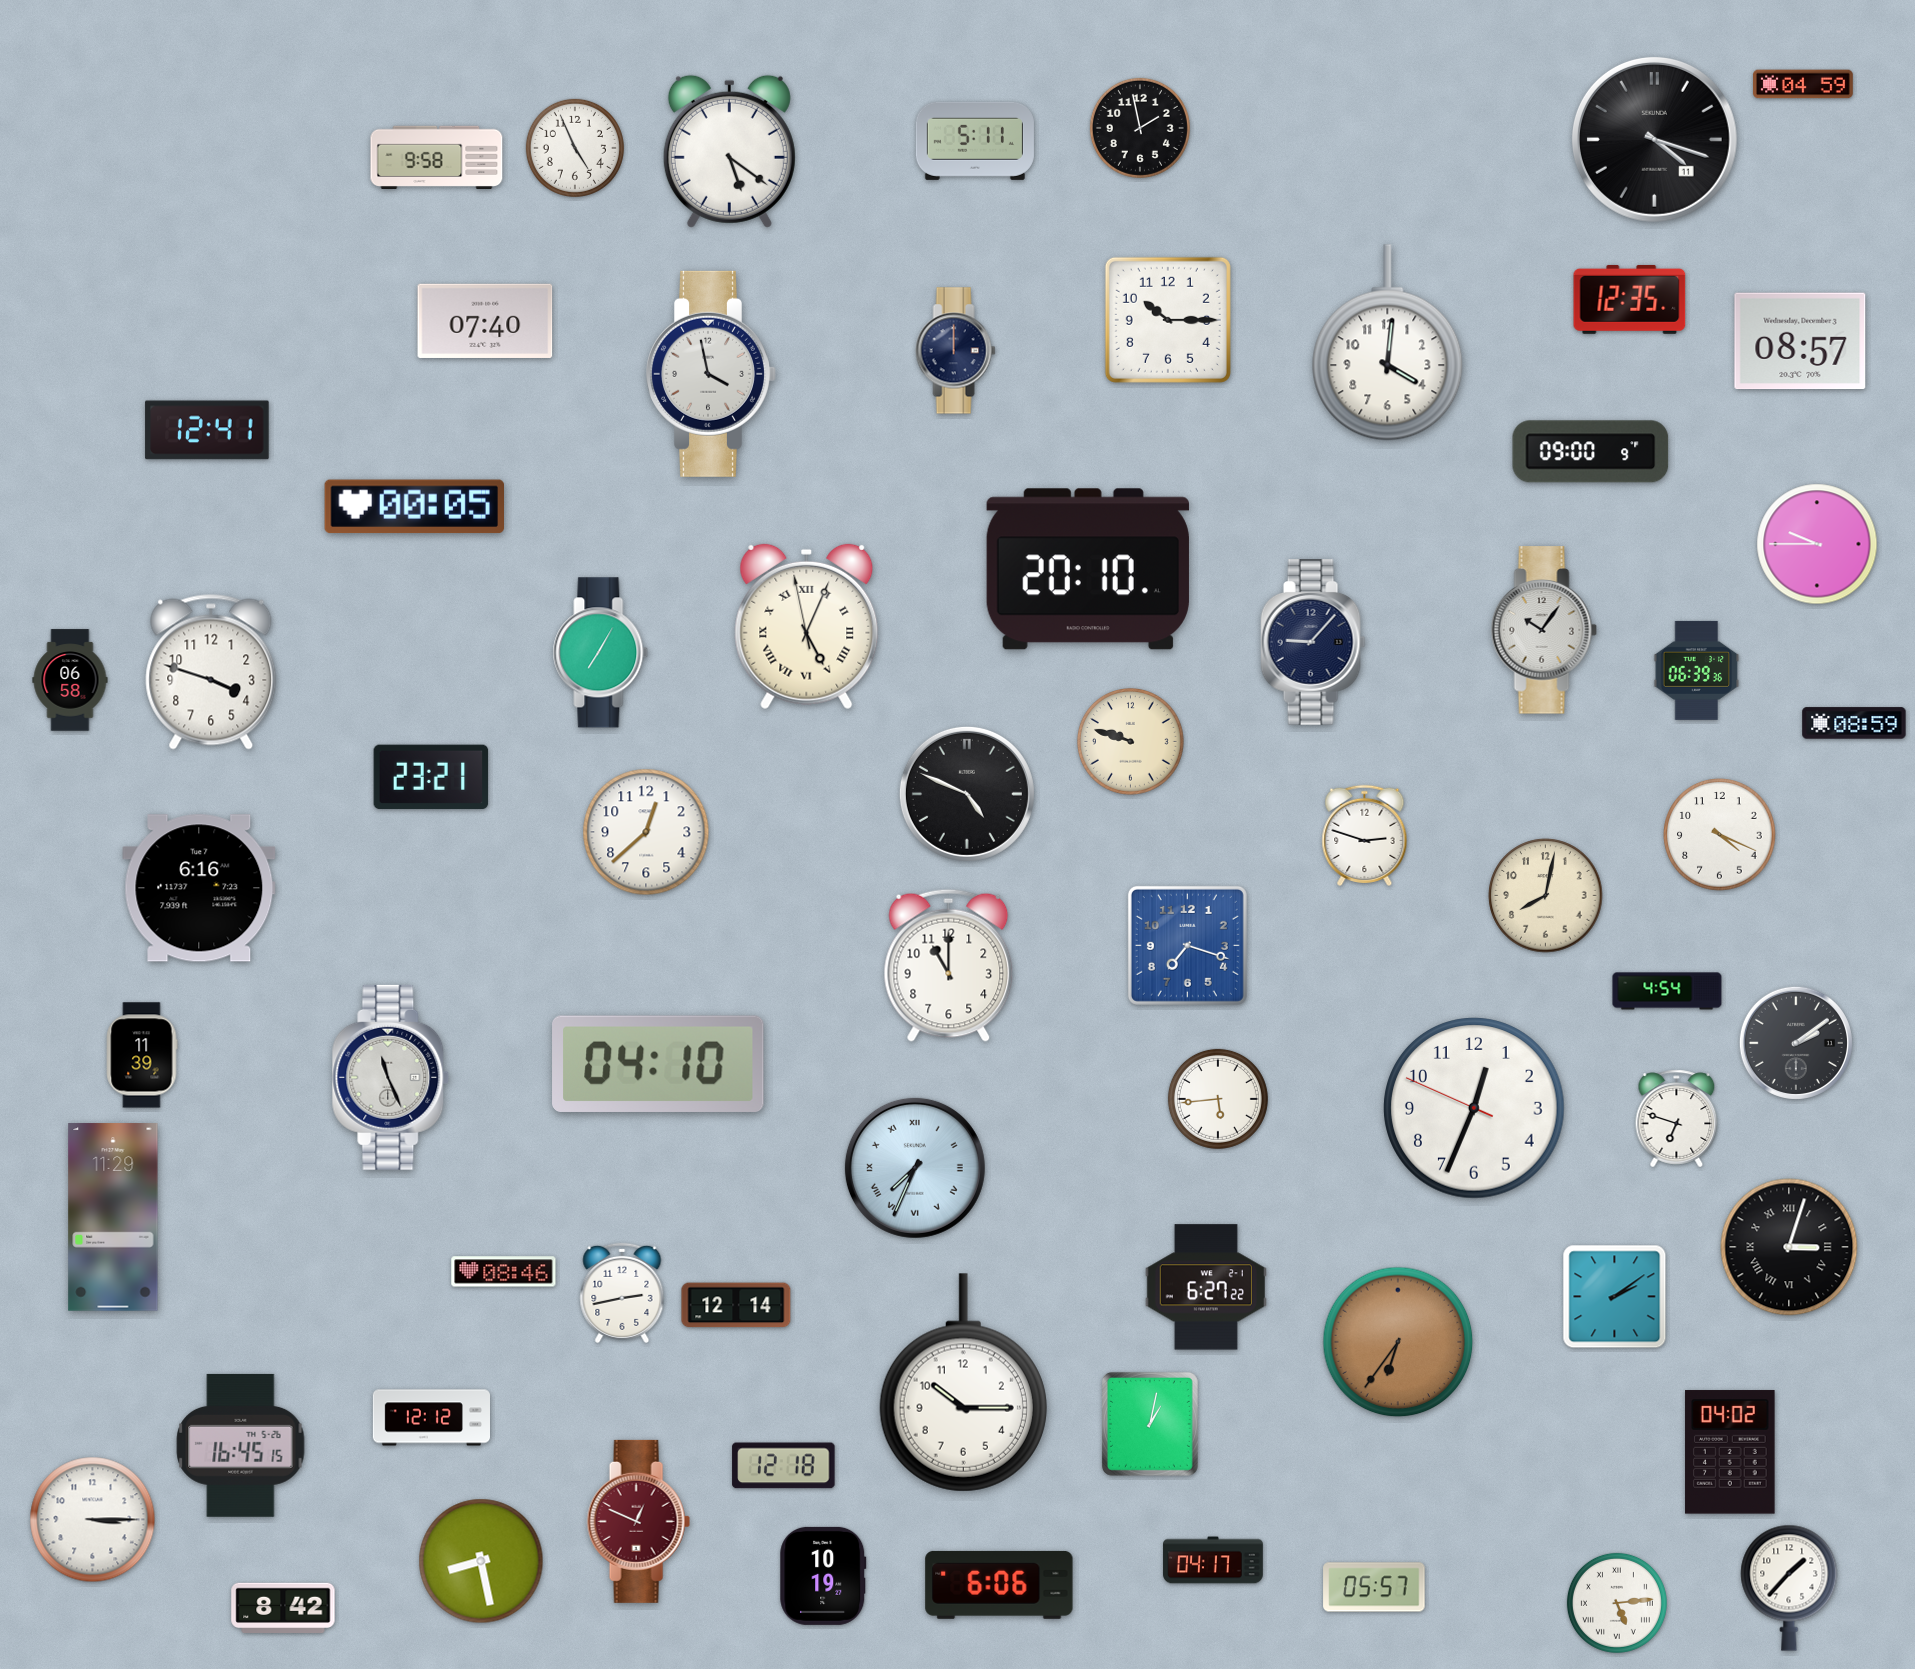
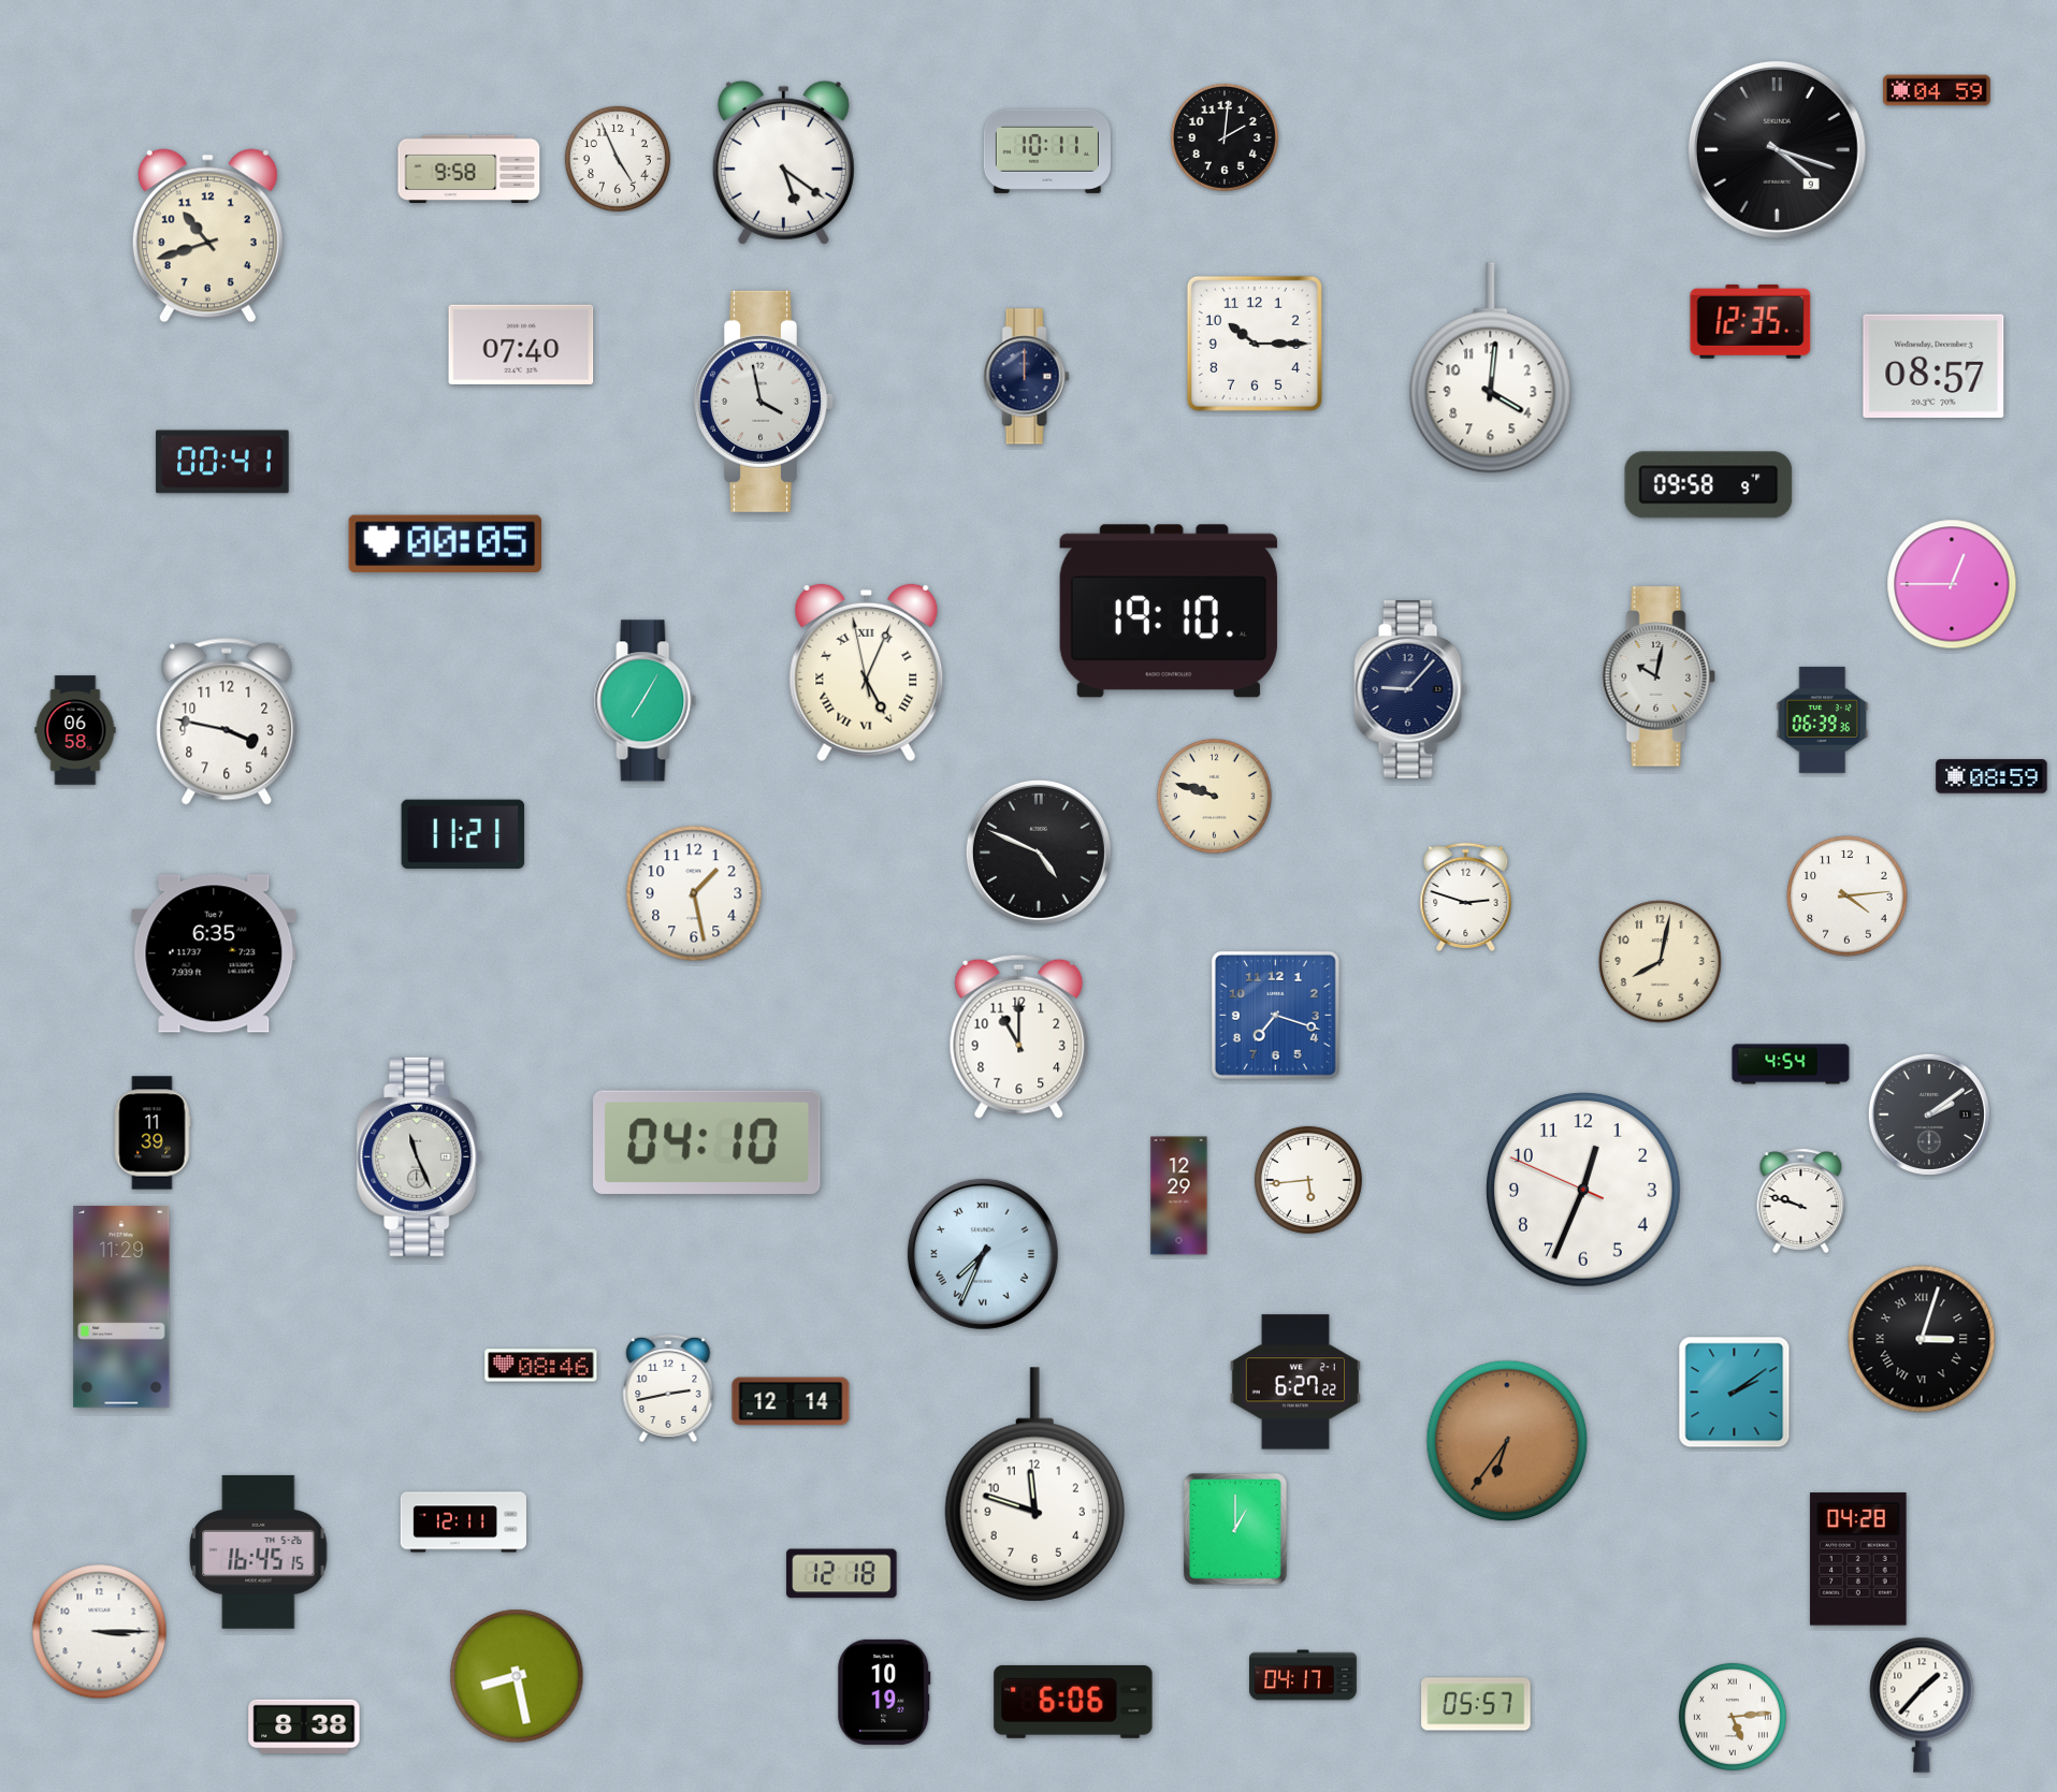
clock at (1140, 128): 1:58 -> 2:01
clock at (1654, 139) date: 11 -> 9
clock at (975, 141): 5:11 -> 10:11
clock at (207, 236): none -> 10:42
clock at (207, 430): 12:41 -> 00:41
clock at (1591, 452): 09:00 -> 09:58
clock at (1817, 544): 9:45 -> 12:45
clock at (1088, 569): 20:10 -> 19:10
clock at (1544, 630): 10:06 -> 10:02
clock at (211, 672): 3:48 -> 3:47
clock at (431, 777): 23:21 -> 11:21
clock at (646, 832): 12:38 -> 1:28
clock at (1720, 835): 4:19 -> 4:14
clock at (199, 888): 6:16 -> 6:35
clock at (1796, 1043) position: (1796, 1043) -> (1929, 1114)
clock at (1179, 1196): none -> 12:29
clock at (1677, 1119): 6:48 -> 9:48
clock at (1398, 1342) position: (1398, 1342) -> (1507, 1441)
clock at (963, 1383): 10:15 -> 11:48
clock at (431, 1418): 12:12 -> 12:11
clock at (1150, 1424): 1:02 -> 1:00
clock at (1730, 1452): 04:02 -> 04:28
clock at (638, 1521): 12:49 -> none
clock at (1617, 1603) position: (1617, 1603) -> (1733, 1717)
clock at (283, 1608): 8:42 -> 8:38
